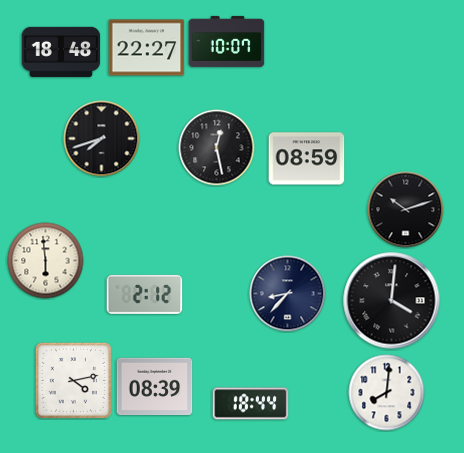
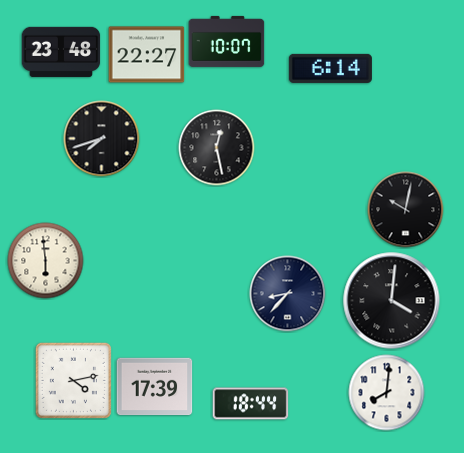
clock at (147, 48) position: (147, 48) -> (147, 55)
clock at (61, 52): 18:48 -> 23:48
clock at (330, 68): none -> 6:14
clock at (307, 159): 08:59 -> none
clock at (406, 210): 10:12 -> 10:02
clock at (145, 294): 2:12 -> none
clock at (155, 387): 08:39 -> 17:39
